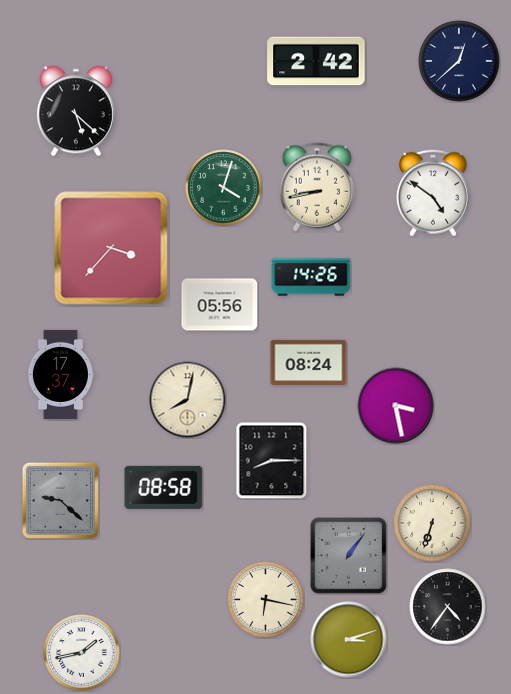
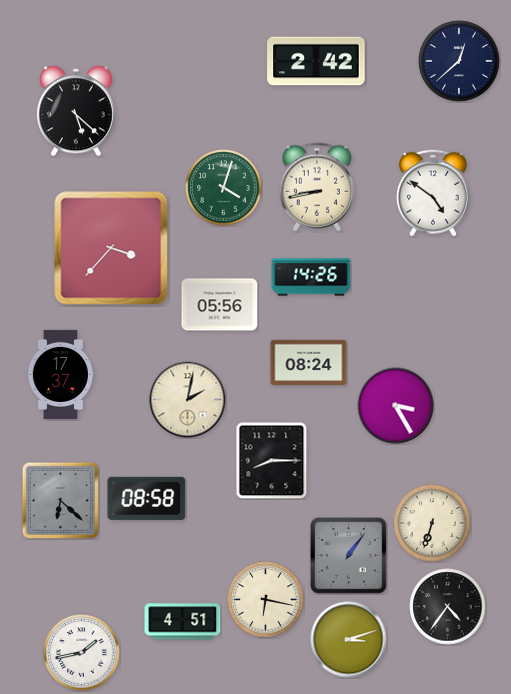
clock at (188, 400): 8:02 -> 2:02
clock at (396, 406): 3:28 -> 3:25
clock at (164, 487) position: (164, 487) -> (147, 498)
clock at (60, 500): 9:22 -> 6:22
clock at (183, 622): none -> 4:51
